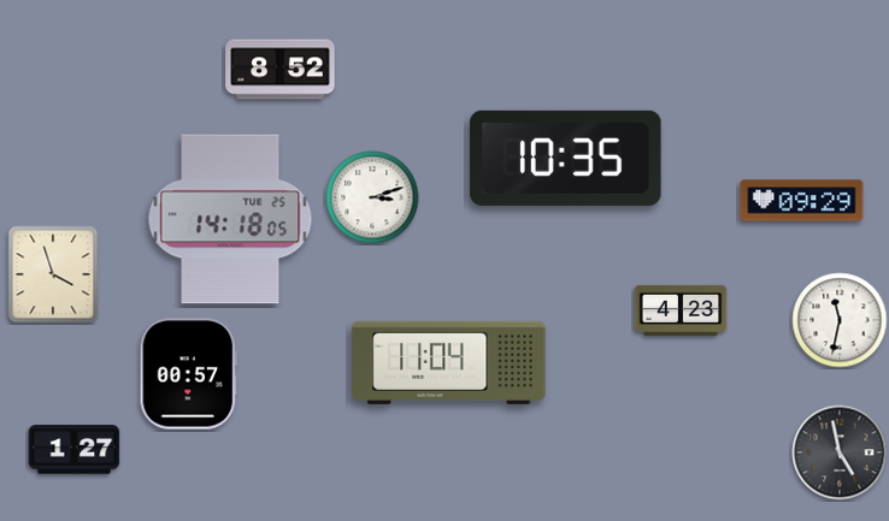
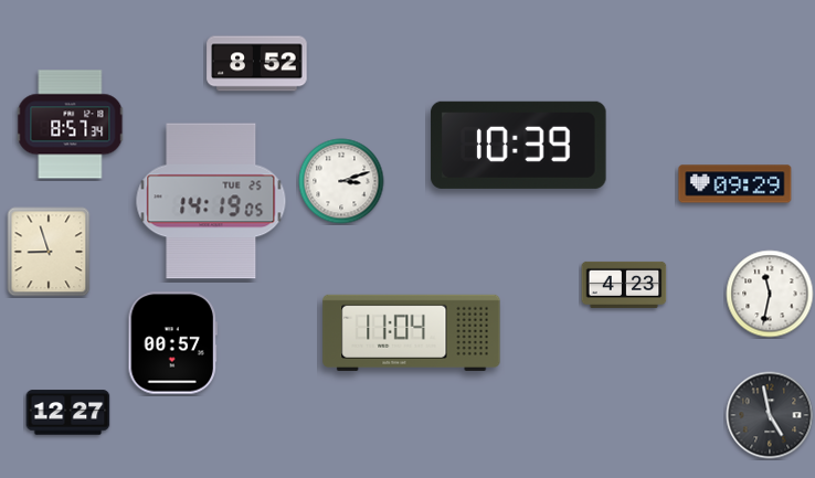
clock at (71, 125): none -> 8:57
clock at (566, 158): 10:35 -> 10:39
clock at (230, 219): 14:18 -> 14:19
clock at (53, 274): 3:57 -> 8:57
clock at (75, 450): 1:27 -> 12:27
